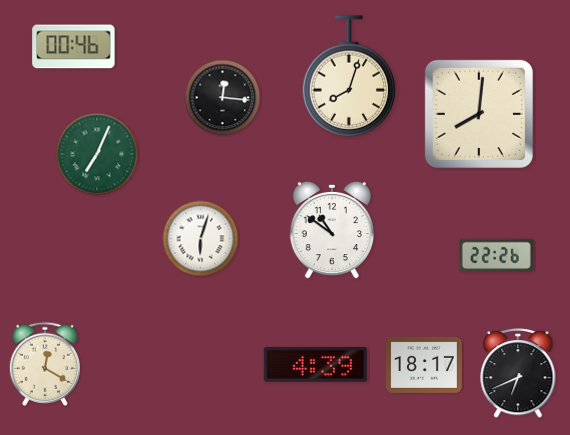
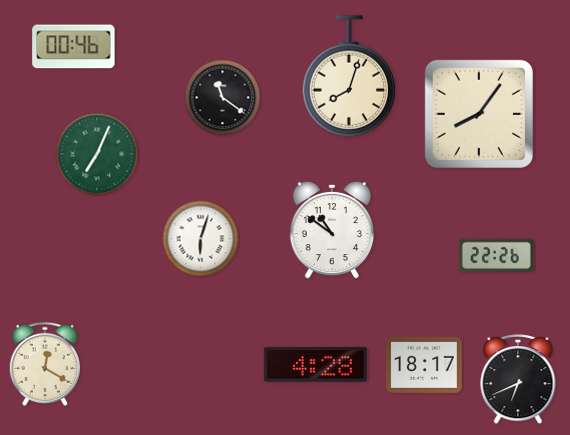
clock at (223, 98): 12:16 -> 11:21
clock at (479, 114): 8:01 -> 8:06
clock at (315, 364): 4:39 -> 4:28
clock at (518, 374) position: (518, 374) -> (518, 380)
